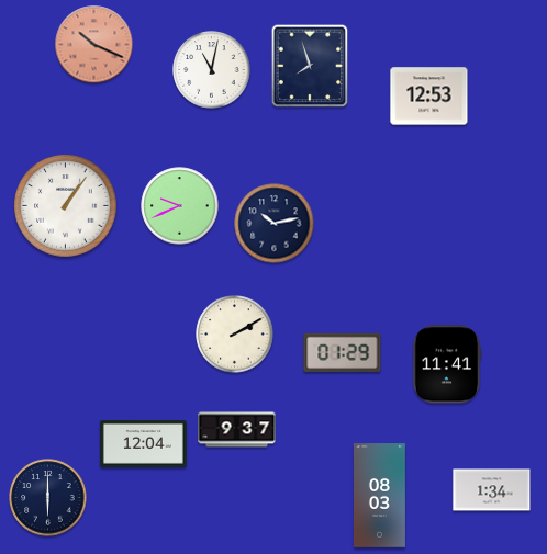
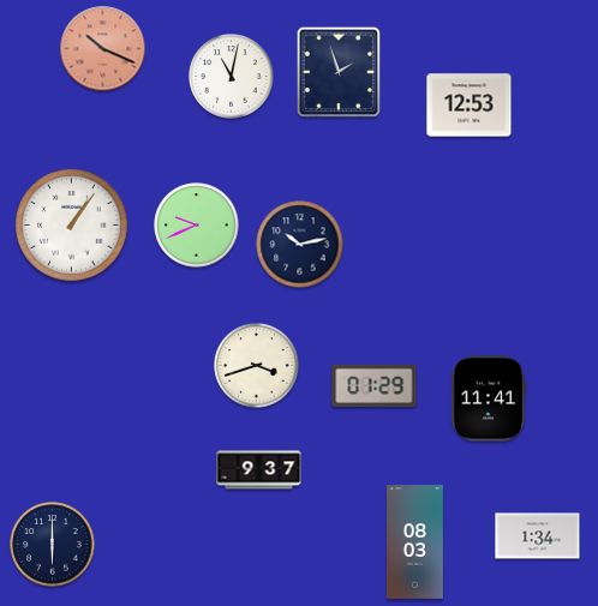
clock at (310, 66): 7:57 -> 1:57
clock at (235, 335): 2:10 -> 3:42
clock at (143, 443): 12:04 -> none
